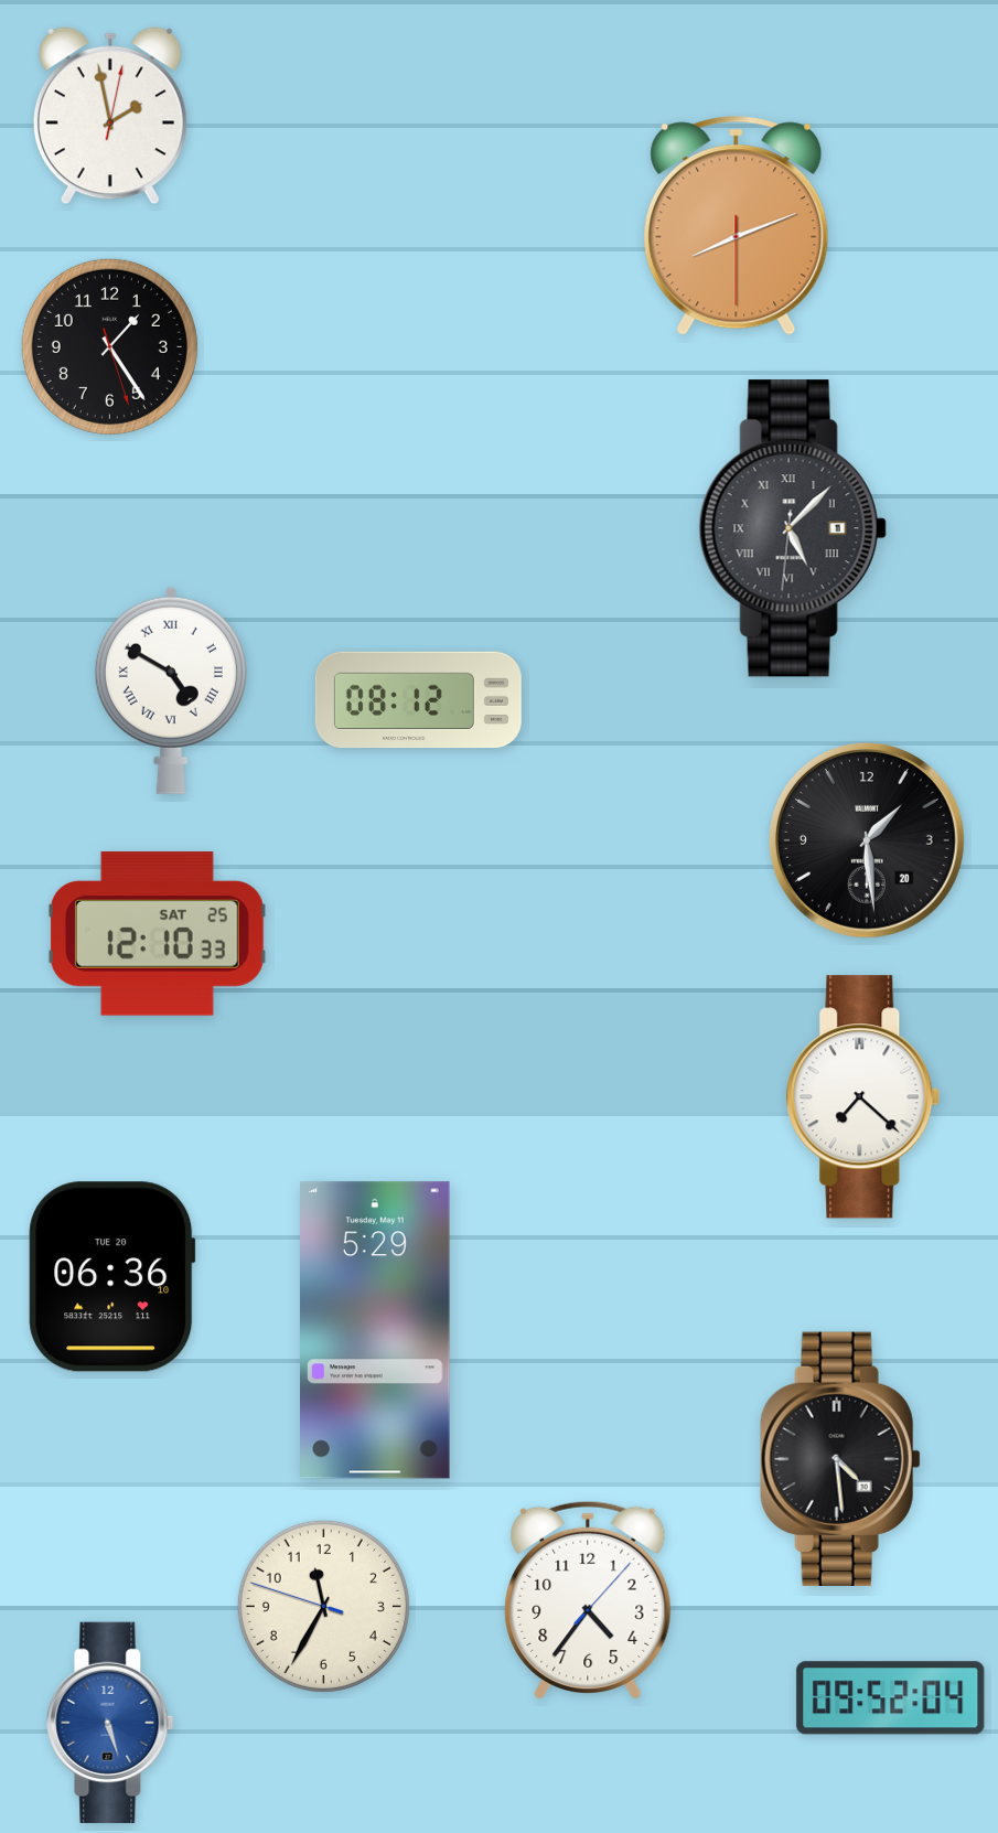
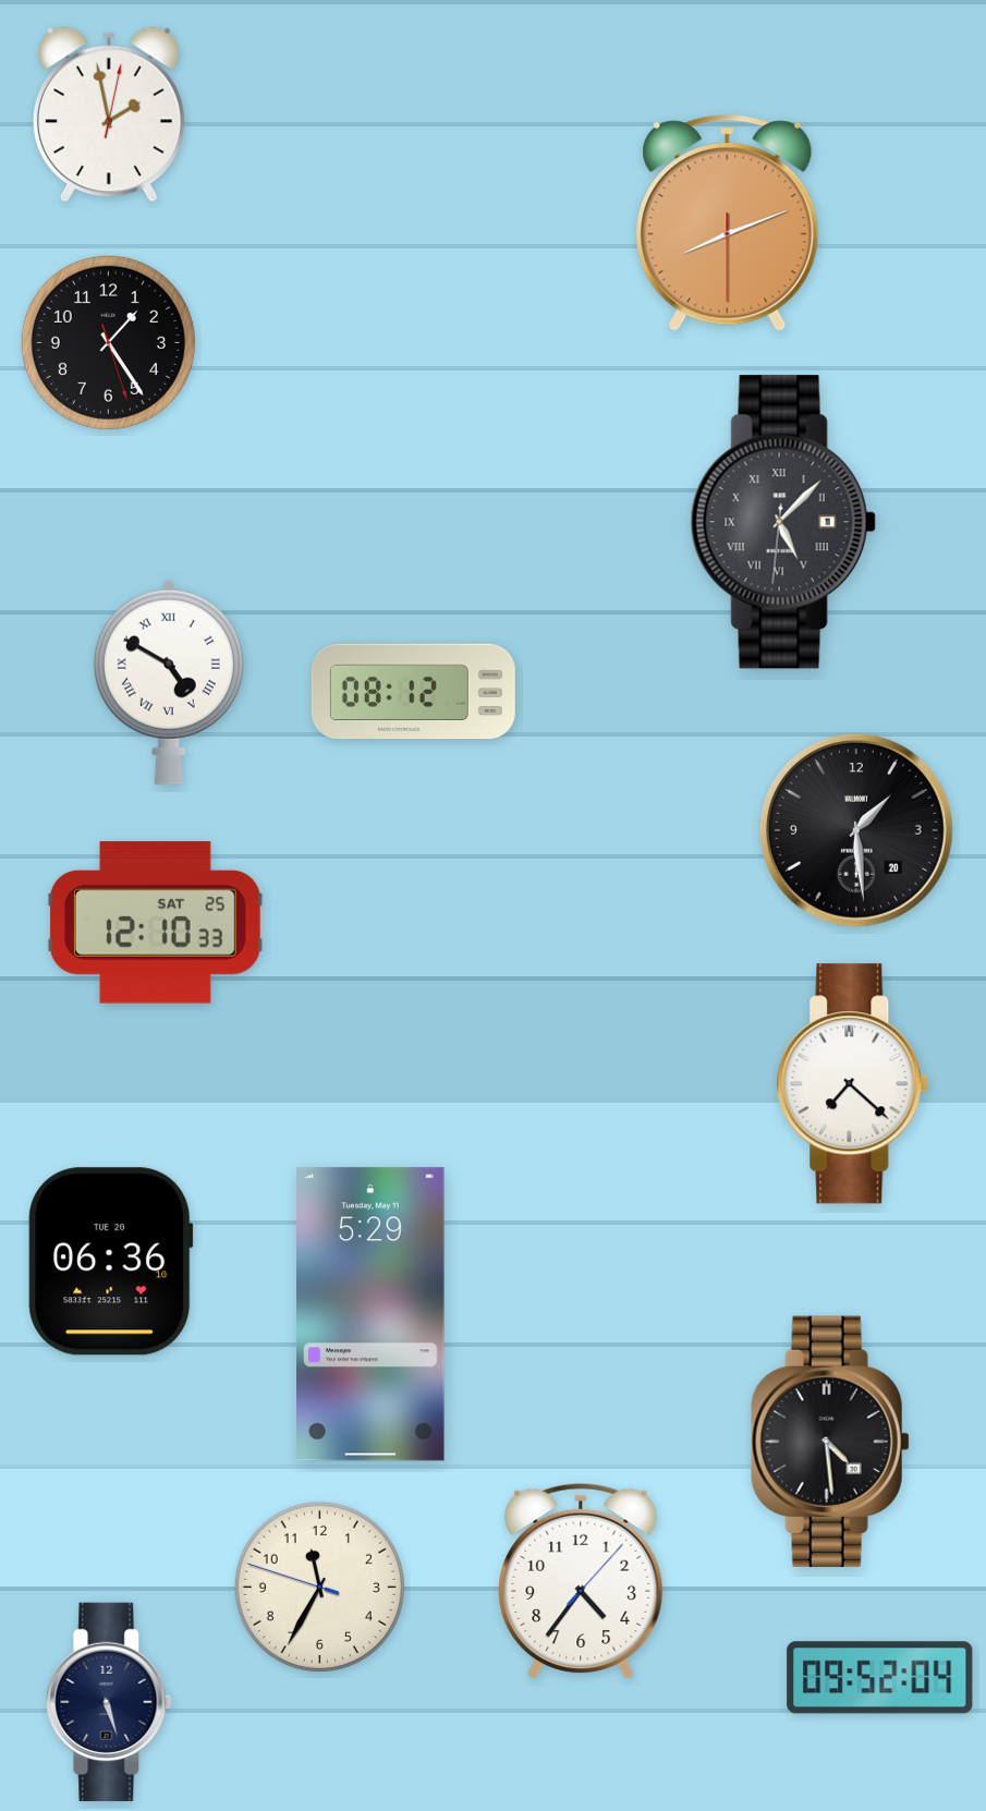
clock at (110, 1723) dial: blue -> navy
